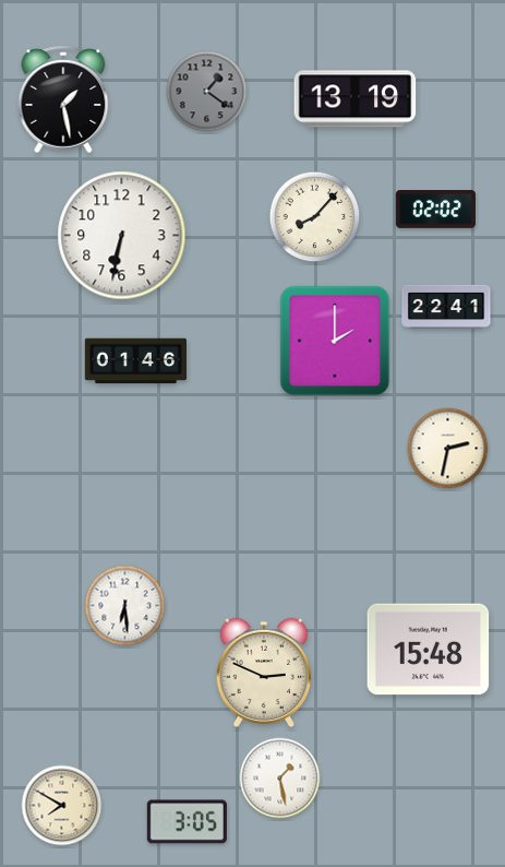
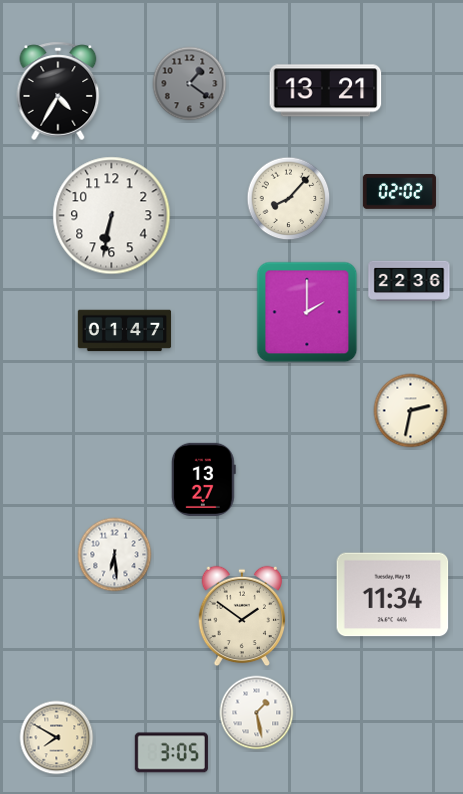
clock at (63, 99): 1:28 -> 4:35
clock at (356, 99): 13:19 -> 13:21
clock at (446, 306): 22:41 -> 22:36
clock at (136, 361): 01:46 -> 01:47
clock at (203, 479): none -> 13:27
clock at (429, 650): 15:48 -> 11:34
clock at (264, 673): 2:49 -> 1:51
